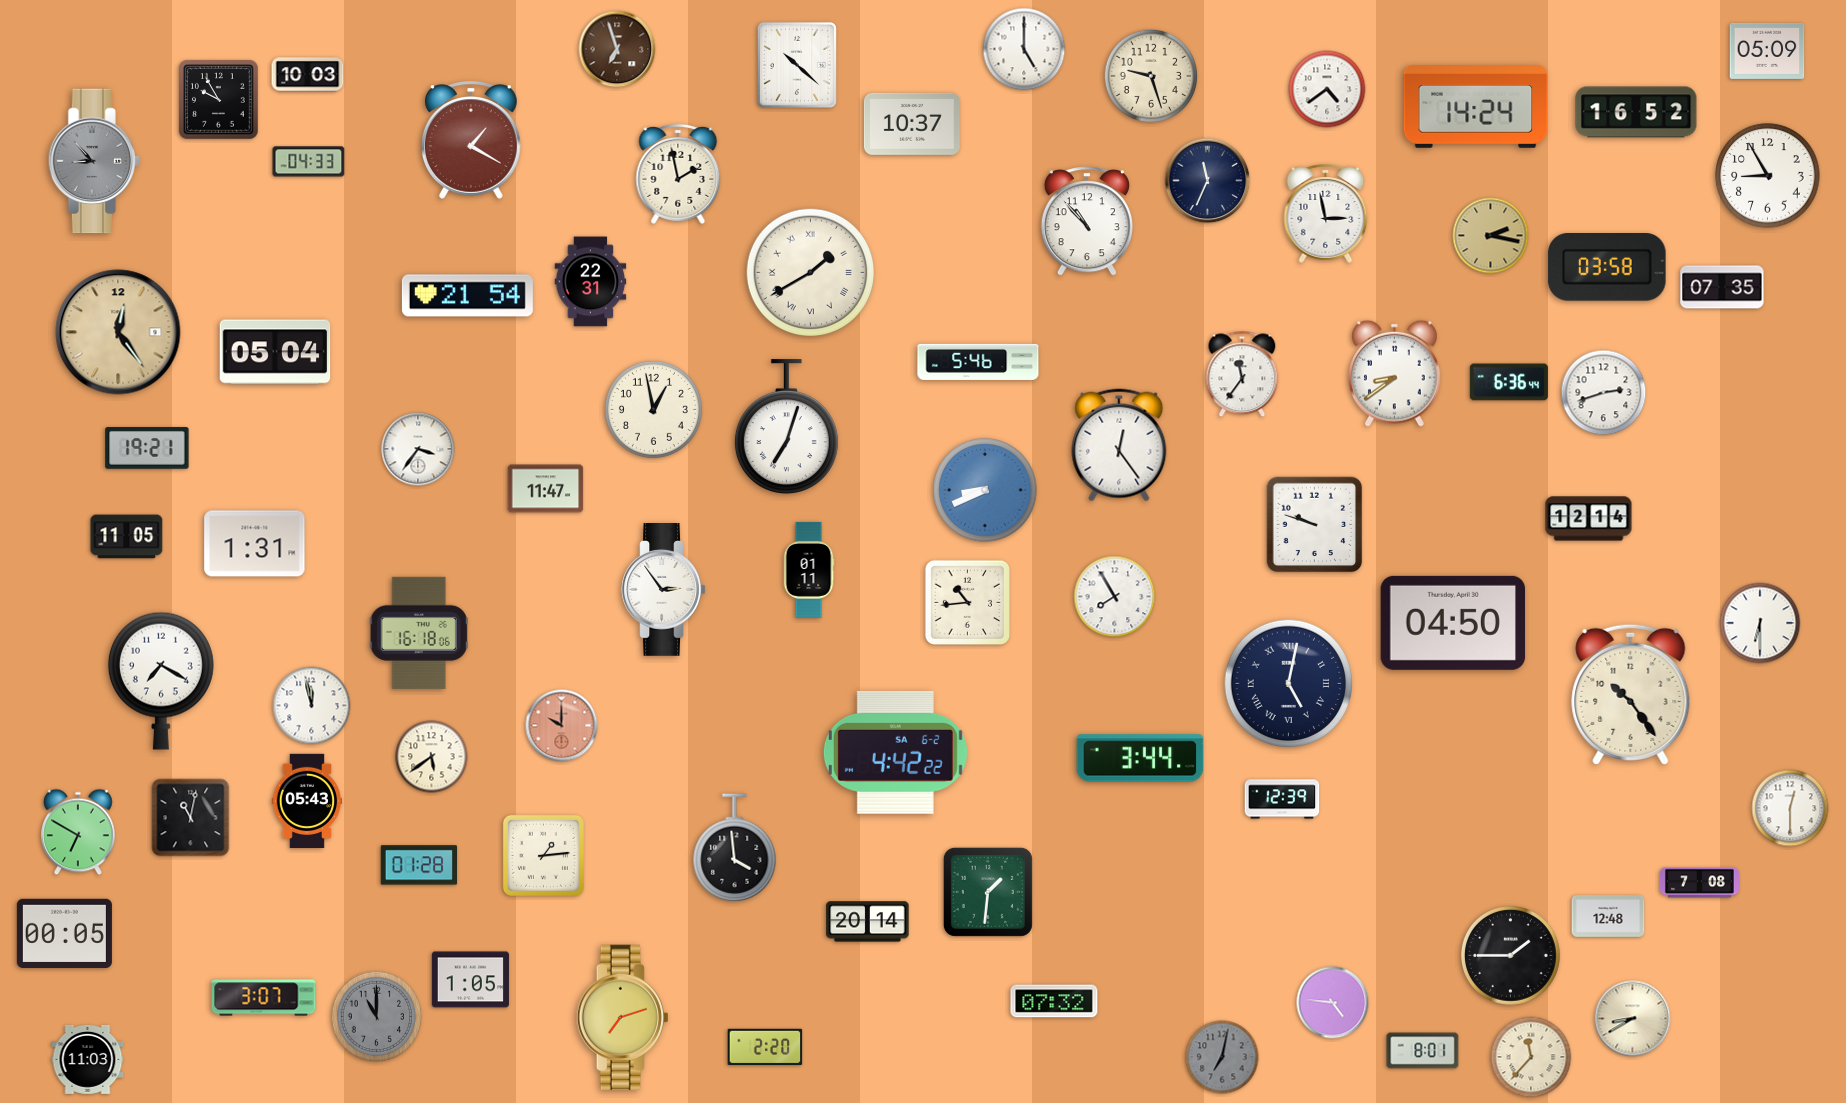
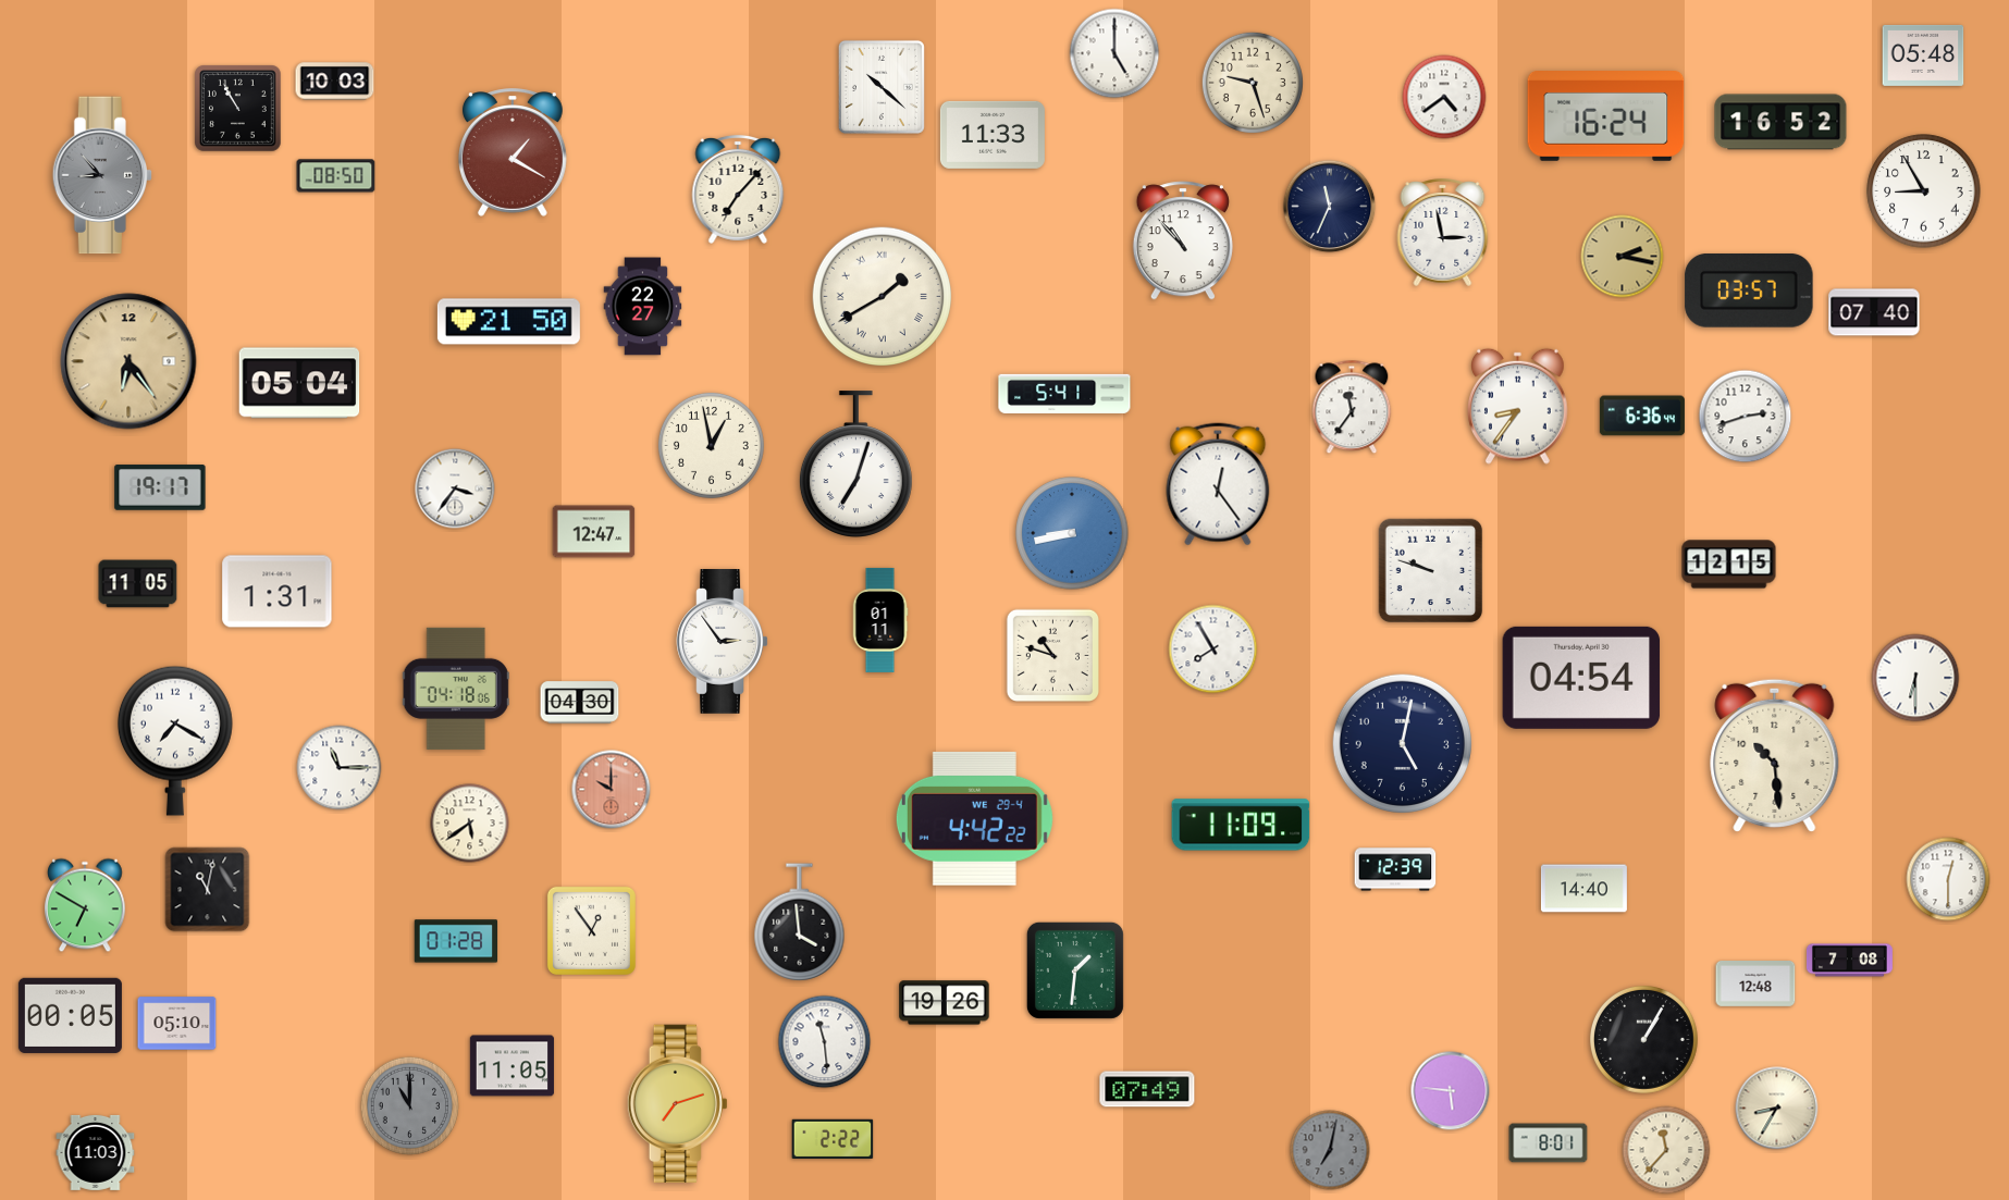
clock at (617, 49): 6:57 -> none
clock at (1767, 51): 05:09 -> 05:48
clock at (797, 65) position: (797, 65) -> (882, 87)
clock at (219, 100): 9:55 -> 10:55
clock at (1476, 107): 14:24 -> 16:24
clock at (912, 124): 10:37 -> 11:33
clock at (309, 162): 04:33 -> 08:50
clock at (678, 174): 1:58 -> 7:07
clock at (1208, 181) position: (1208, 181) -> (1330, 207)
clock at (1607, 268): 03:58 -> 03:57
clock at (591, 282): 22:31 -> 22:27
clock at (1722, 287): 07:35 -> 07:40
clock at (467, 296): 21:54 -> 21:50
clock at (118, 332): 12:24 -> 6:24
clock at (978, 362): 5:46 -> 5:41
clock at (1395, 373): 8:39 -> 8:36
clock at (1604, 393) position: (1604, 393) -> (1746, 417)
clock at (147, 448): 19:21 -> 19:17
clock at (546, 489): 11:47 -> 12:47
clock at (985, 490): 8:41 -> 8:43
clock at (1589, 519): 12:14 -> 12:15
clock at (967, 602): 10:44 -> 10:48
clock at (1453, 623): 04:50 -> 04:54
clock at (419, 633): 16:18 -> 04:18
clock at (580, 703): none -> 04:30
clock at (1288, 683) numerals: Roman -> Arabic
clock at (1631, 694): 10:24 -> 10:29
clock at (312, 706): 11:58 -> 11:15
clock at (895, 752) date: SA 6-2 -> WE 29-4
clock at (1140, 758): 3:44 -> 11:09
clock at (307, 800): 05:43 -> none
clock at (1583, 889): none -> 14:40
clock at (543, 855): 1:14 -> 12:54
clock at (1608, 917) position: (1608, 917) -> (1755, 985)
clock at (868, 922): 20:14 -> 19:26
clock at (177, 1024): none -> 05:10
clock at (1511, 956): 1:45 -> 1:05
clock at (825, 1042): none -> 11:29
clock at (470, 980): 1:05 -> 11:05
clock at (264, 998): 3:07 -> none
clock at (1054, 1001): 07:32 -> 07:49
clock at (1333, 1003): 4:46 -> 5:46
clock at (622, 1018) position: (622, 1018) -> (677, 1104)
clock at (1633, 1019): 8:40 -> 8:35
clock at (765, 1046): 2:20 -> 2:22
